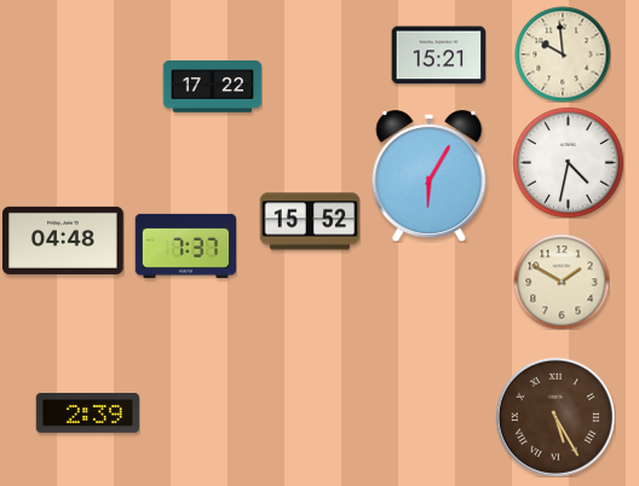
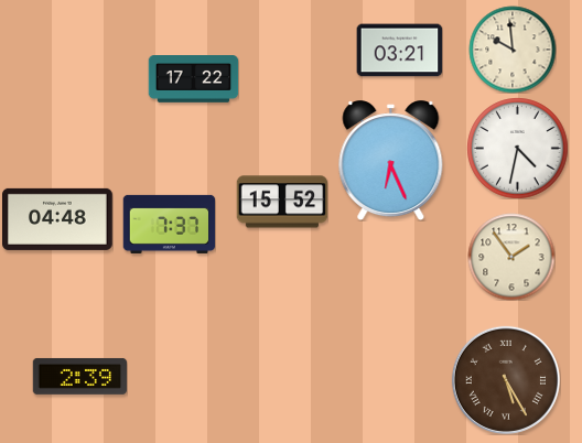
clock at (438, 56): 15:21 -> 03:21
clock at (430, 177): 6:05 -> 6:26
clock at (562, 282): 1:50 -> 1:54
